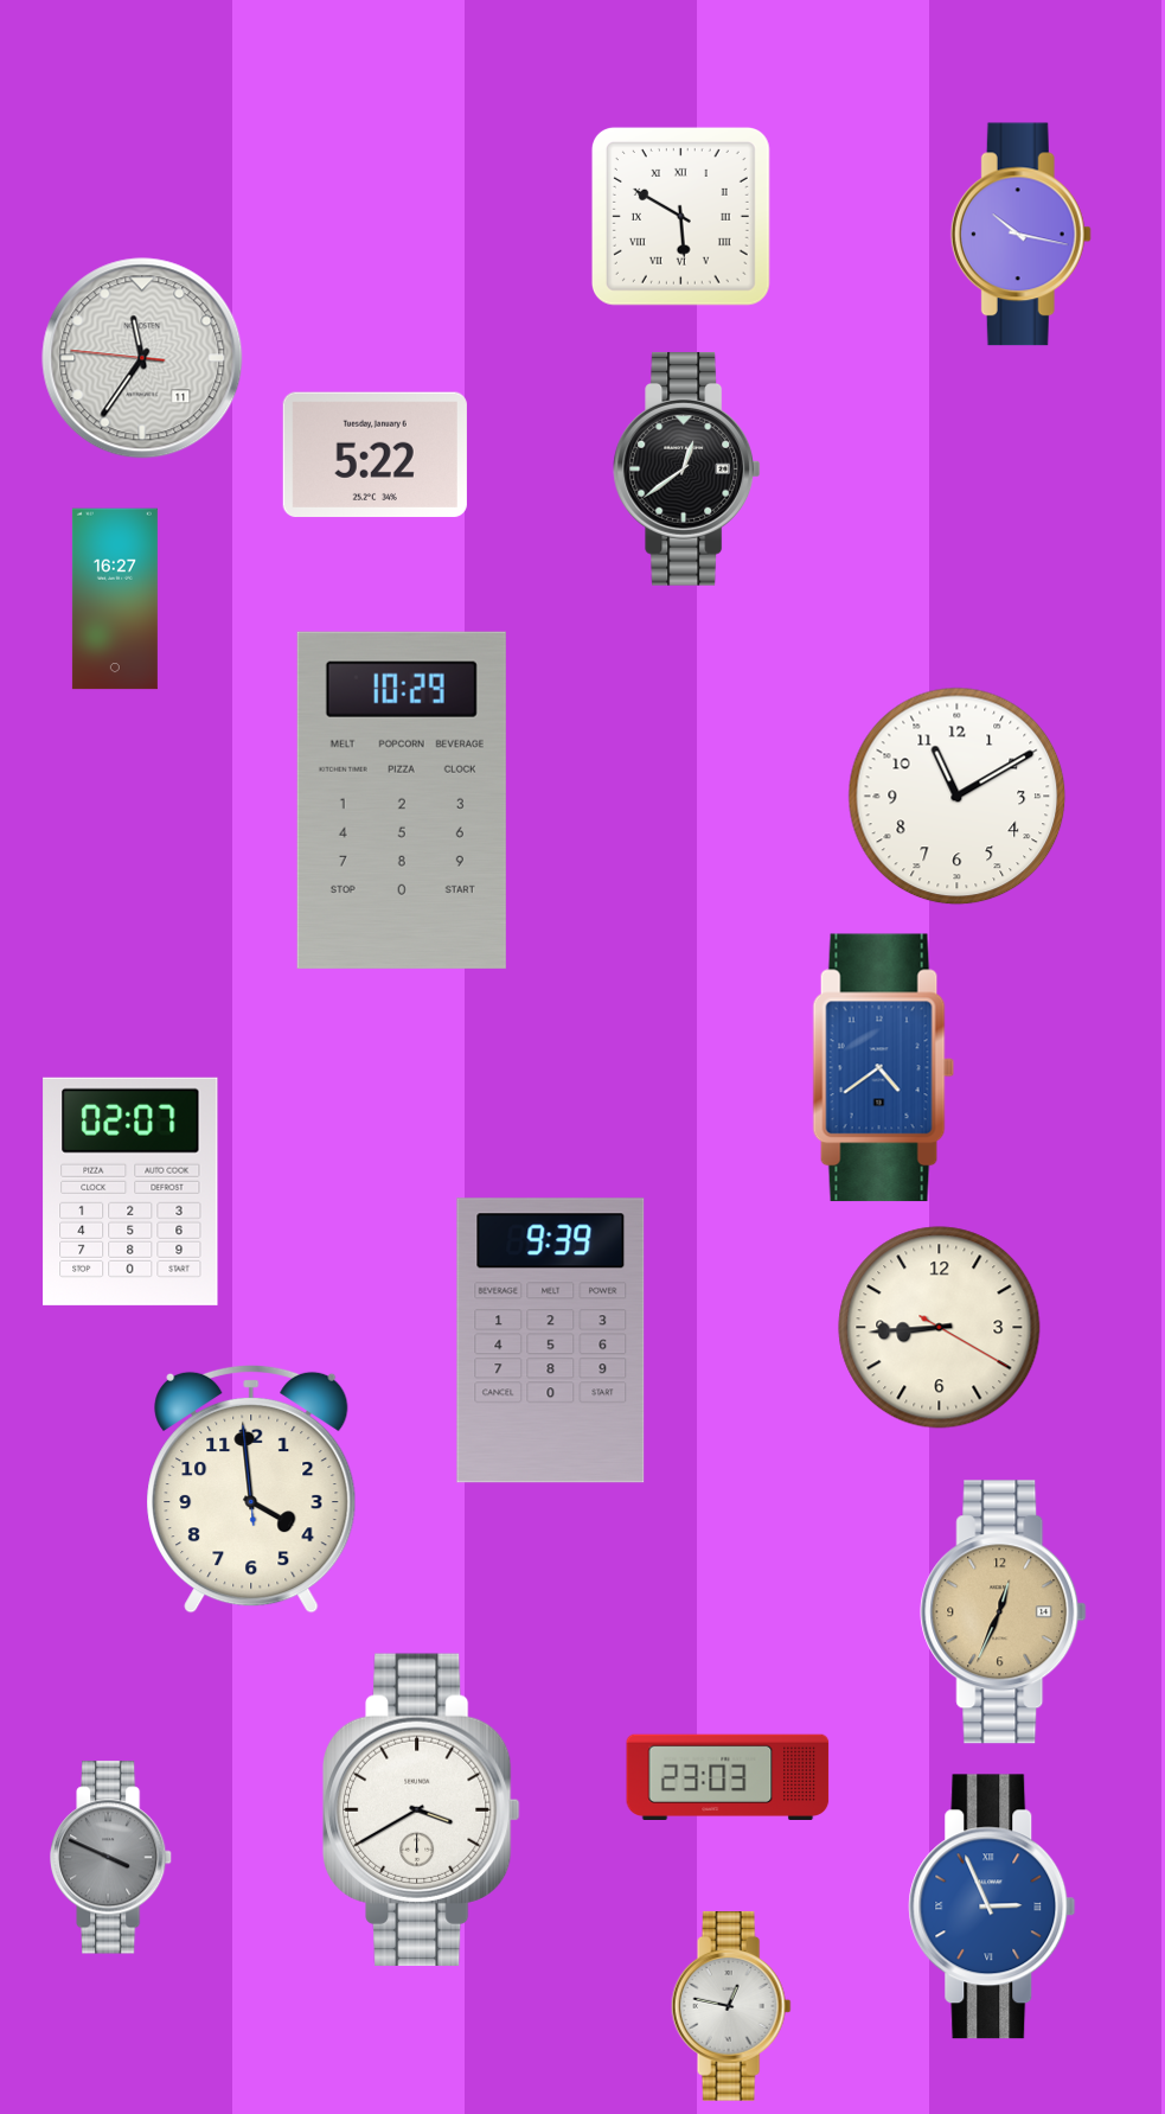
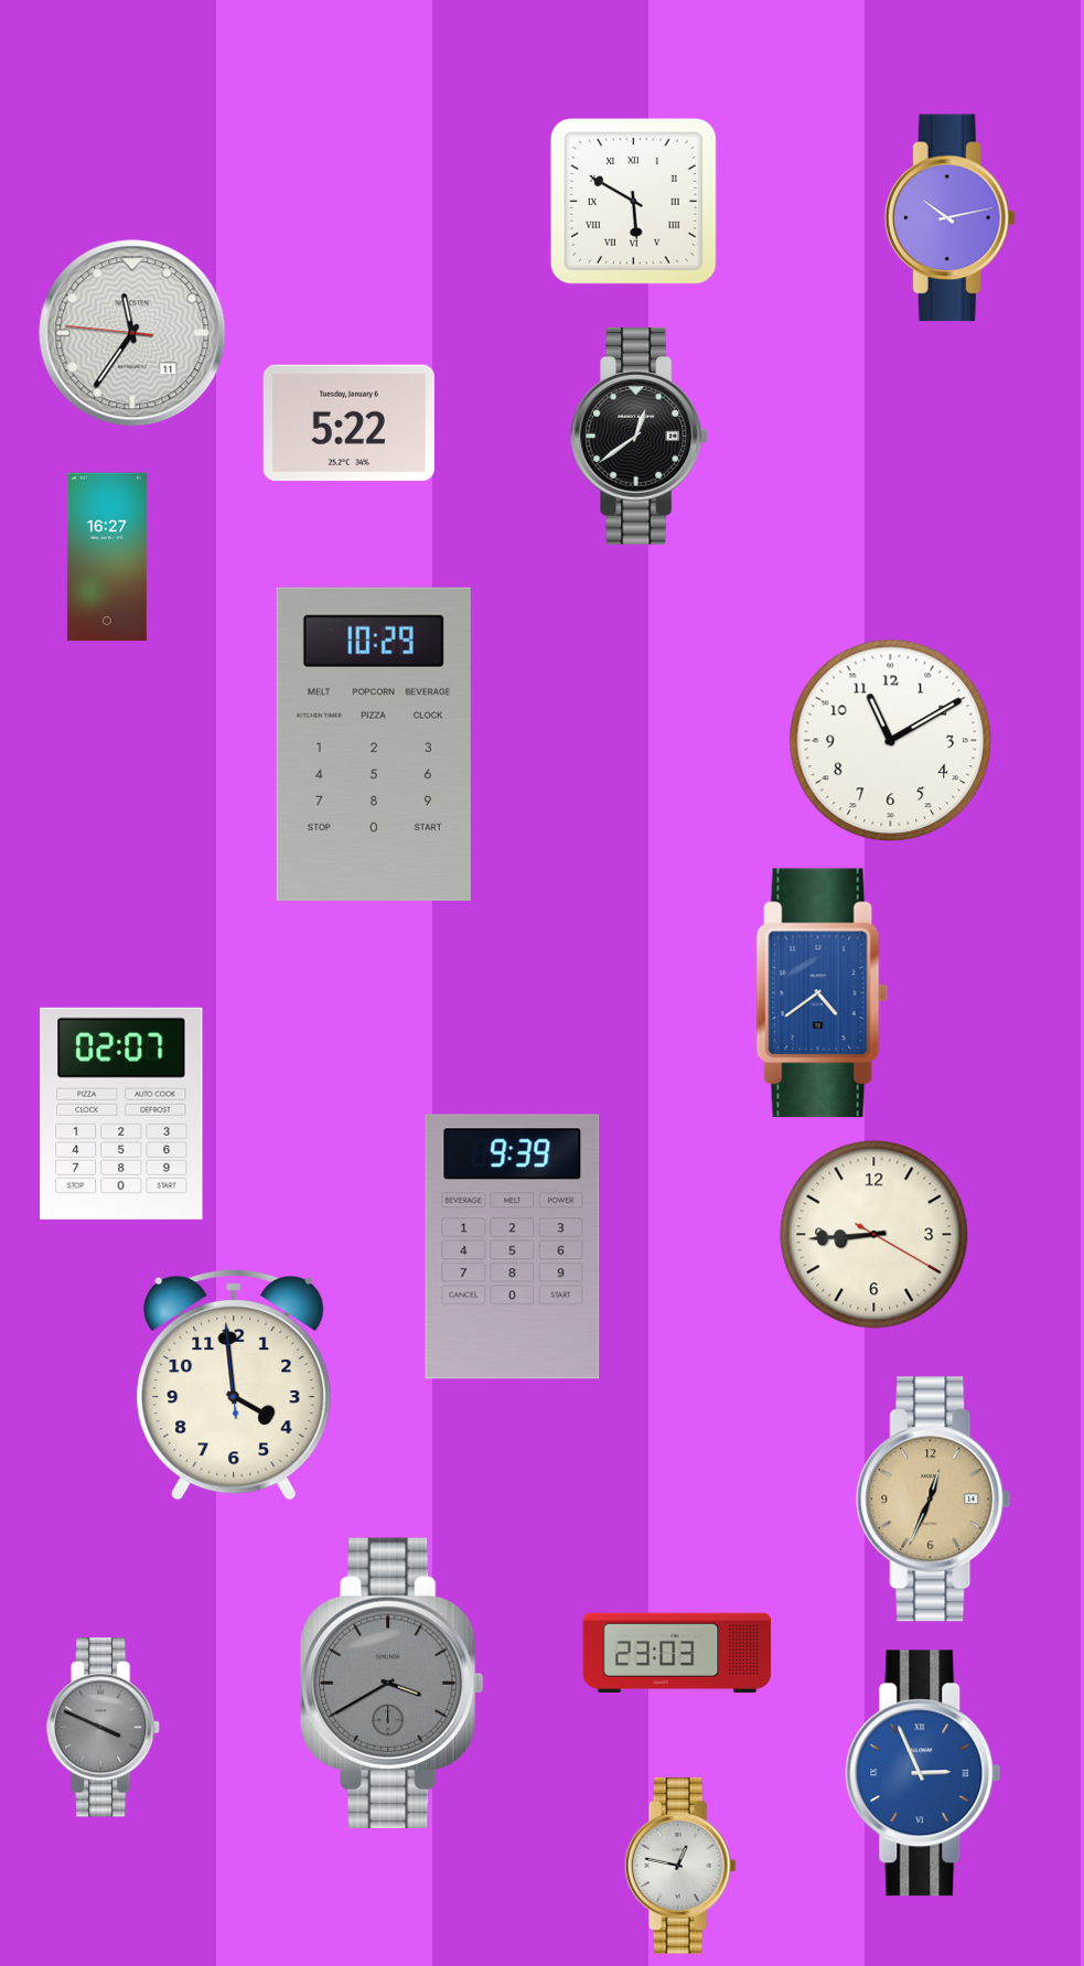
clock at (1020, 235): 10:17 -> 10:13
clock at (130, 1192) position: (130, 1192) -> (121, 1114)
clock at (422, 1809) dial: white -> grey
